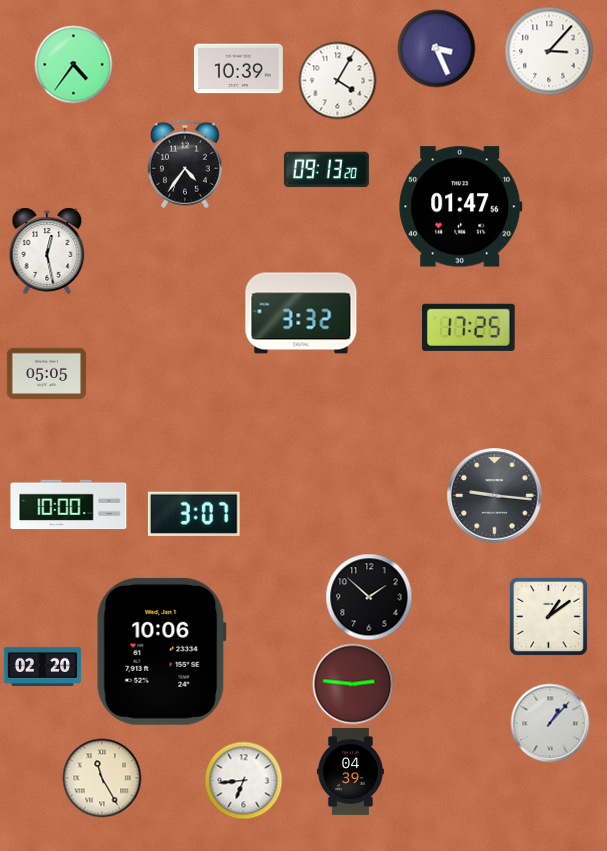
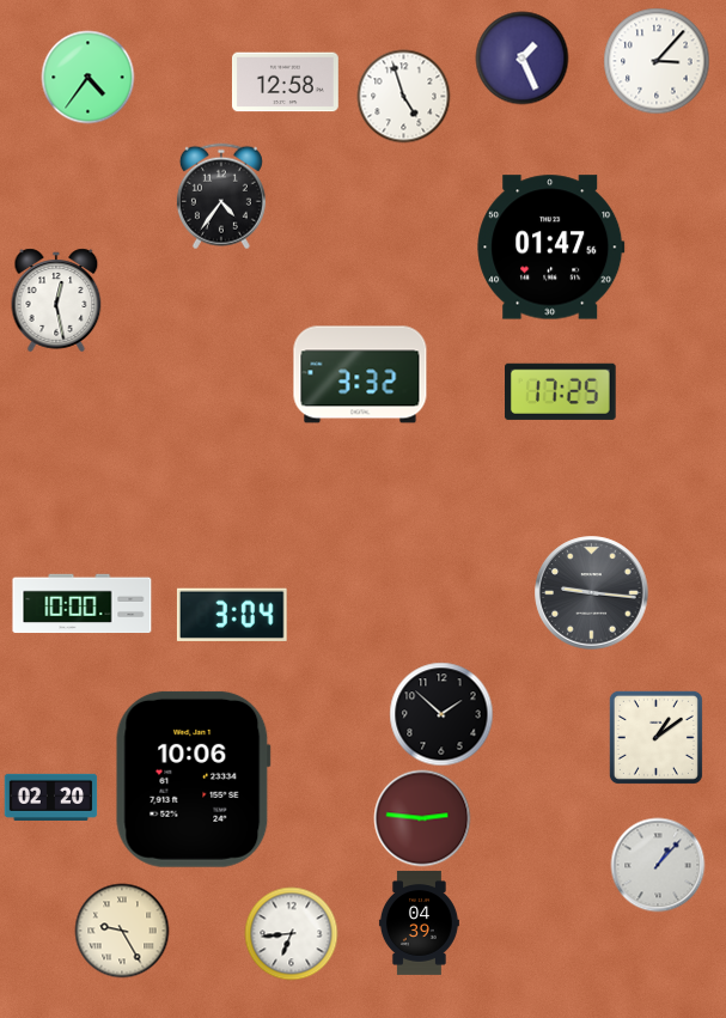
clock at (436, 48): 3:26 -> 1:26
clock at (238, 69): 10:39 -> 12:58
clock at (337, 80): 4:05 -> 4:57
clock at (326, 170): 09:13 -> none
clock at (46, 374): 05:05 -> none
clock at (194, 514): 3:07 -> 3:04
clock at (102, 778): 11:25 -> 9:25
